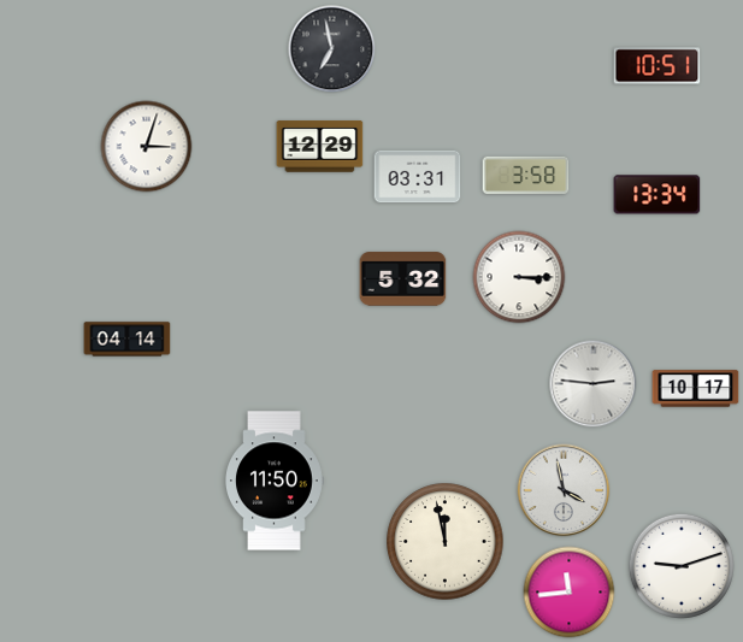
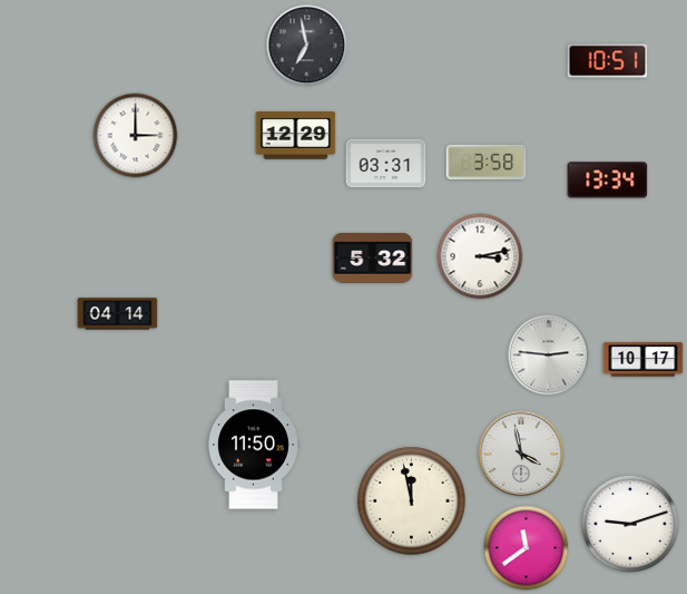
clock at (147, 147): 3:03 -> 3:00
clock at (519, 277): 3:15 -> 3:13
clock at (570, 593): 11:44 -> 11:39
